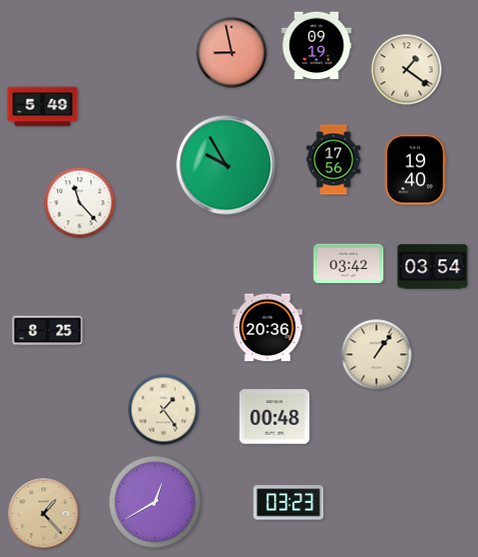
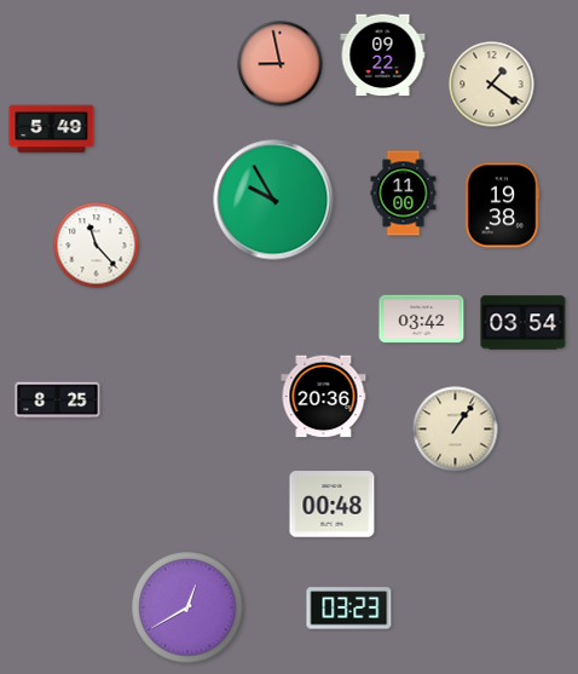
clock at (317, 46): 09:19 -> 09:22
clock at (334, 160): 17:56 -> 11:00
clock at (415, 170): 19:40 -> 19:38
clock at (164, 410): 1:24 -> none
clock at (44, 514): 1:23 -> none
